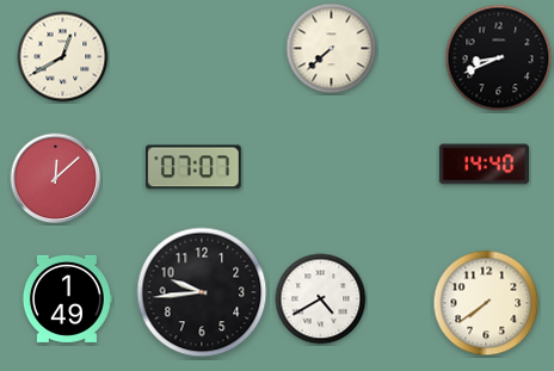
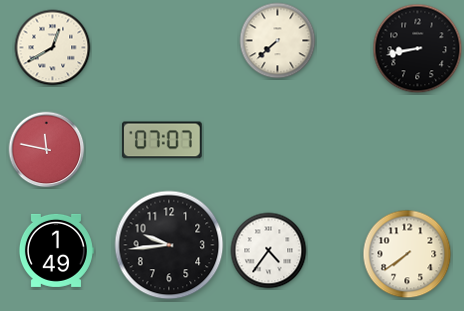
clock at (499, 58): 8:41 -> 8:43
clock at (484, 165): 14:40 -> none
clock at (56, 179): 12:08 -> 11:47
clock at (321, 299): 4:40 -> 4:36
